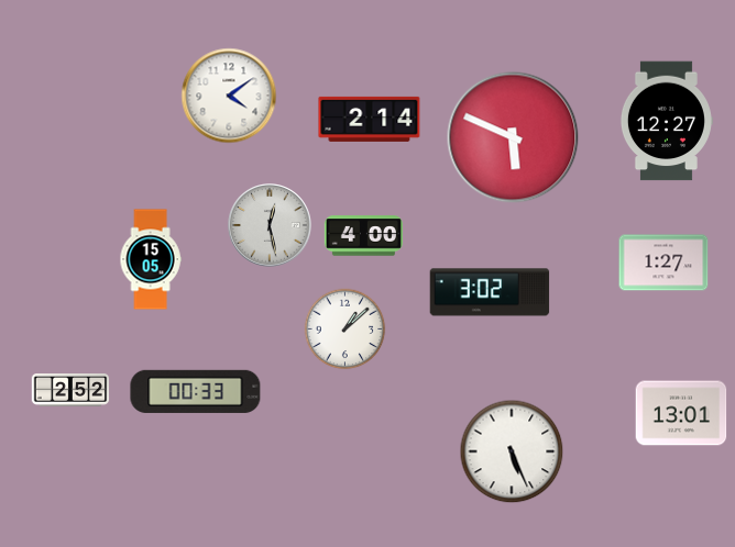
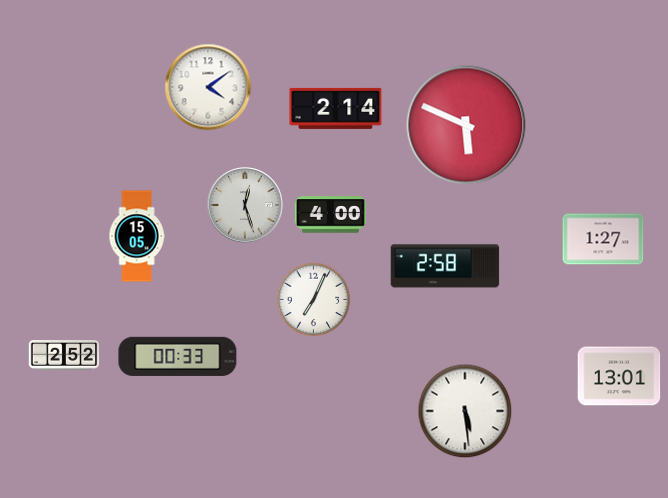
clock at (666, 121): 12:27 -> none
clock at (271, 226): 12:28 -> 12:27
clock at (490, 292): 3:02 -> 2:58
clock at (345, 330): 1:08 -> 7:04
clock at (512, 451): 5:26 -> 5:29
